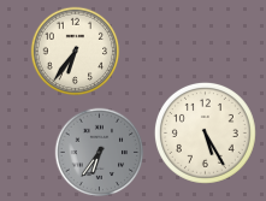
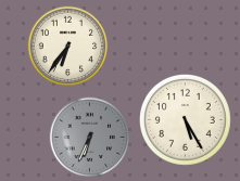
clock at (100, 153): 6:36 -> 6:34
